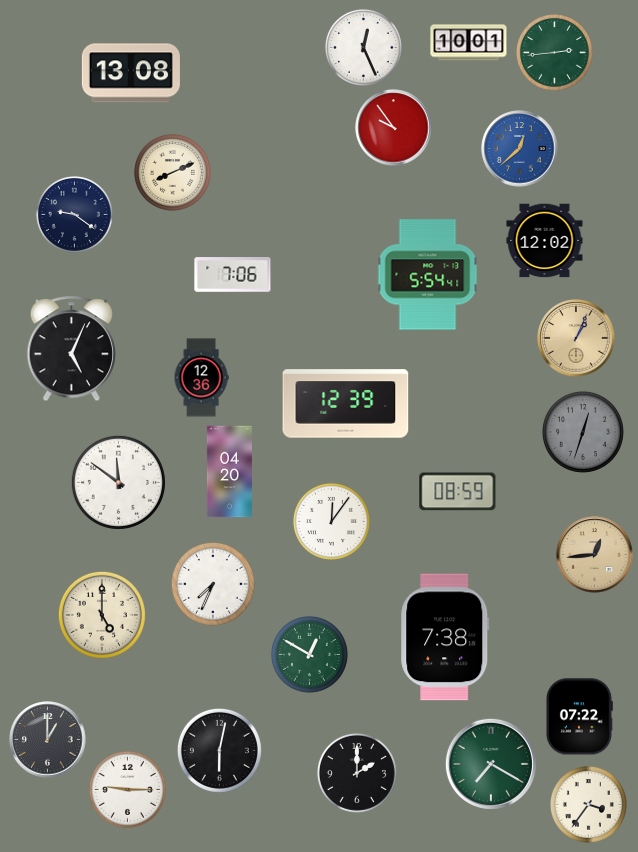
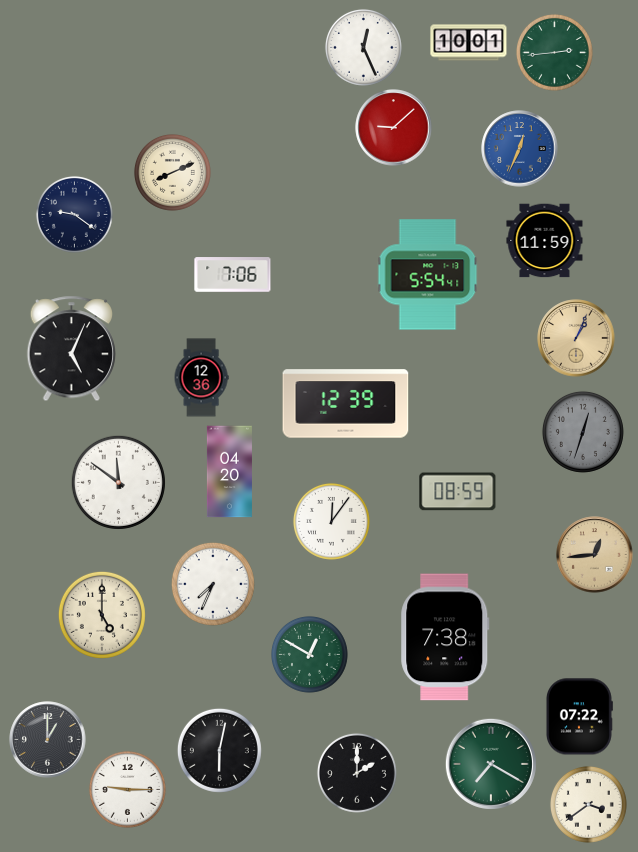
clock at (131, 73): 13:08 -> none
clock at (394, 128): 9:54 -> 9:08
clock at (520, 149): 12:38 -> 12:34
clock at (545, 241): 12:02 -> 11:59
clock at (588, 804): 3:36 -> 3:39
